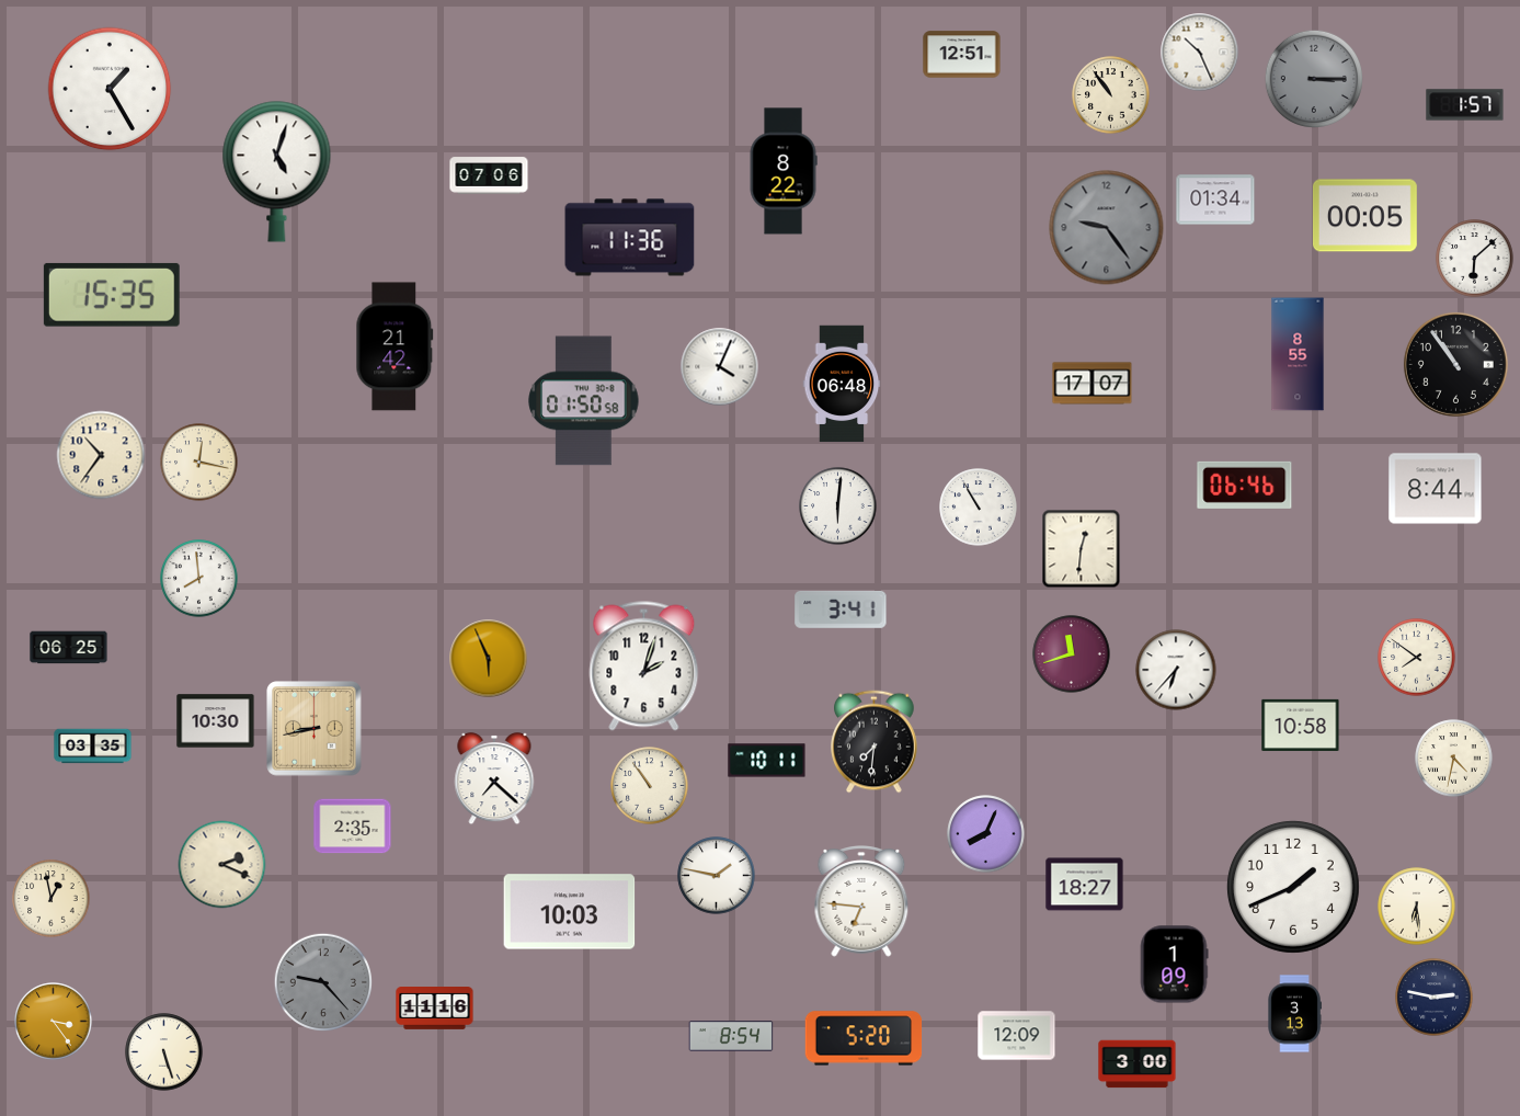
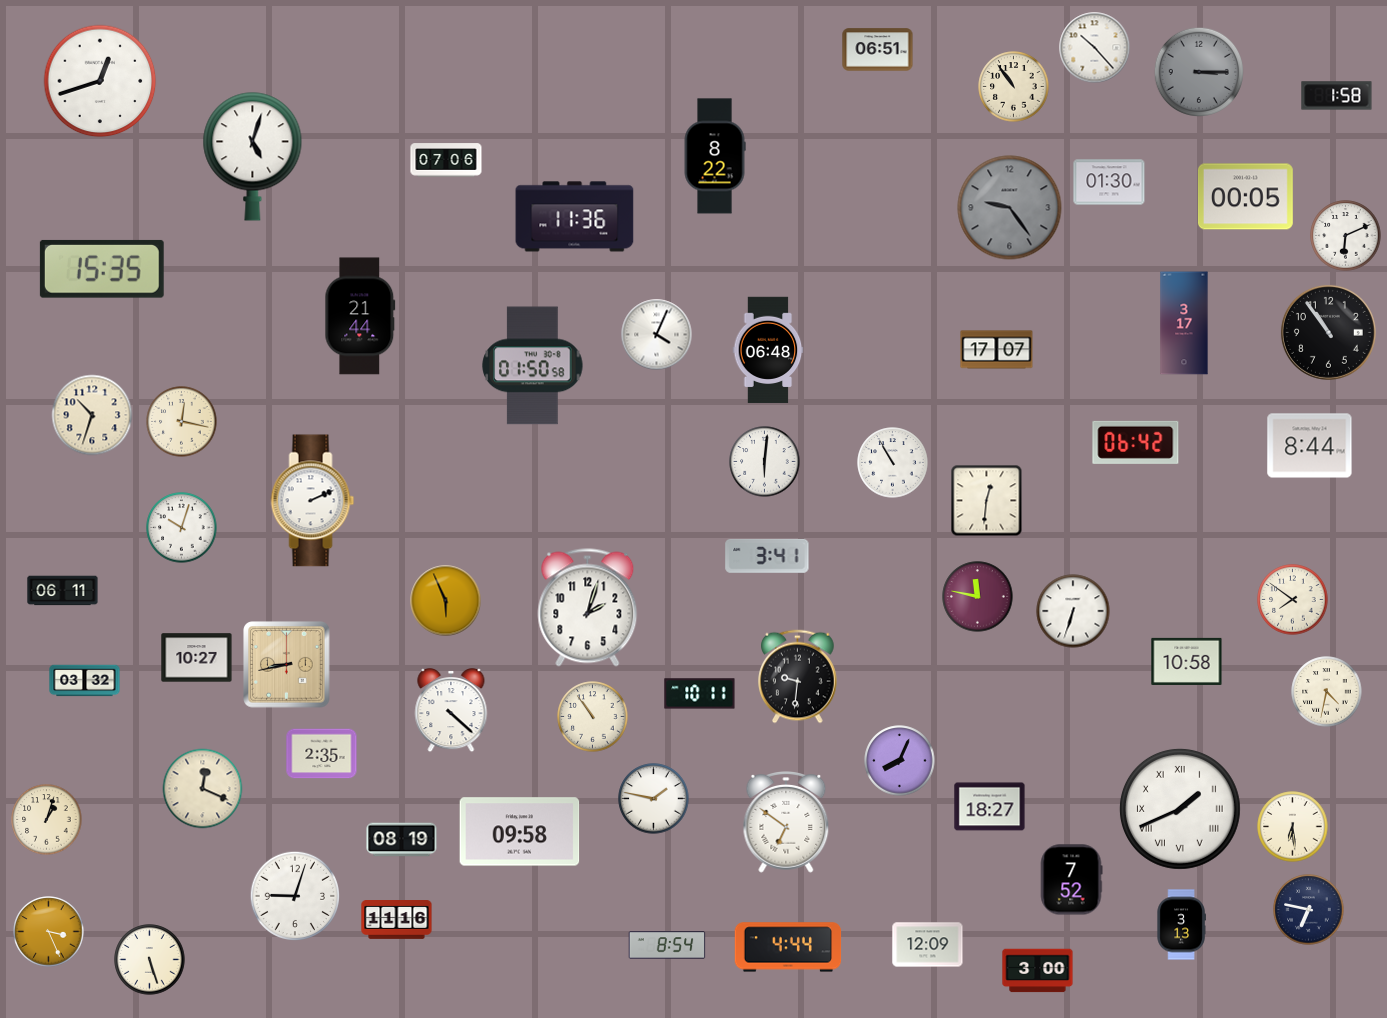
clock at (1200, 53): 10:26 -> 10:23
clock at (962, 55): 12:51 -> 06:51
clock at (110, 89): 1:25 -> 12:42
clock at (1465, 105): 1:57 -> 1:58
clock at (1215, 200): 01:34 -> 01:30
clock at (1475, 259): 6:08 -> 6:11
clock at (395, 346): 21:42 -> 21:44
clock at (1298, 354): 8:55 -> 3:17
clock at (101, 455): 10:36 -> 10:33
clock at (1245, 485): 06:46 -> 06:42
clock at (313, 501): none -> 2:11
clock at (199, 579): 7:59 -> 10:03
clock at (69, 648): 06:25 -> 06:11
clock at (1072, 654): 11:42 -> 11:47
clock at (1176, 670): 6:37 -> 6:33
clock at (216, 721): 10:30 -> 10:27
clock at (875, 742): 7:31 -> 9:31
clock at (93, 747): 03:35 -> 03:32
clock at (494, 779): 7:22 -> 4:22
clock at (222, 865): 2:19 -> 12:19
clock at (1293, 887) numerals: Arabic -> Roman
clock at (52, 899): 12:58 -> 1:03
clock at (861, 902): 6:46 -> 6:51
clock at (570, 912): 10:03 -> 09:58
clock at (402, 840): none -> 08:19
clock at (1174, 965): 1:09 -> 7:52
clock at (323, 982): 9:23 -> 9:03
clock at (323, 982) dial: grey -> white
clock at (1435, 998): 2:47 -> 6:47
clock at (54, 1022): 3:24 -> 3:26
clock at (864, 1038): 5:20 -> 4:44
